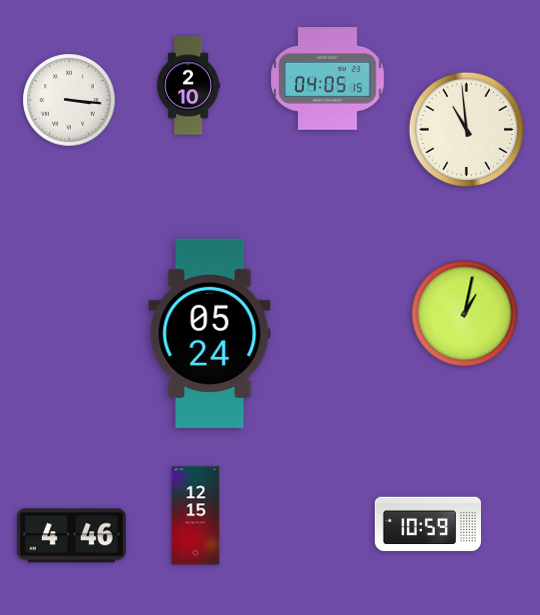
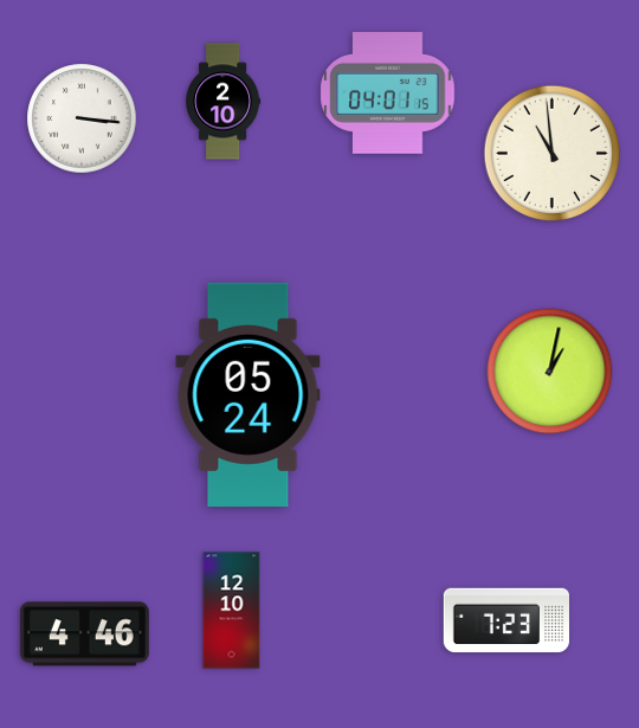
clock at (328, 79): 04:05 -> 04:01
clock at (196, 516): 12:15 -> 12:10
clock at (427, 524): 10:59 -> 7:23
